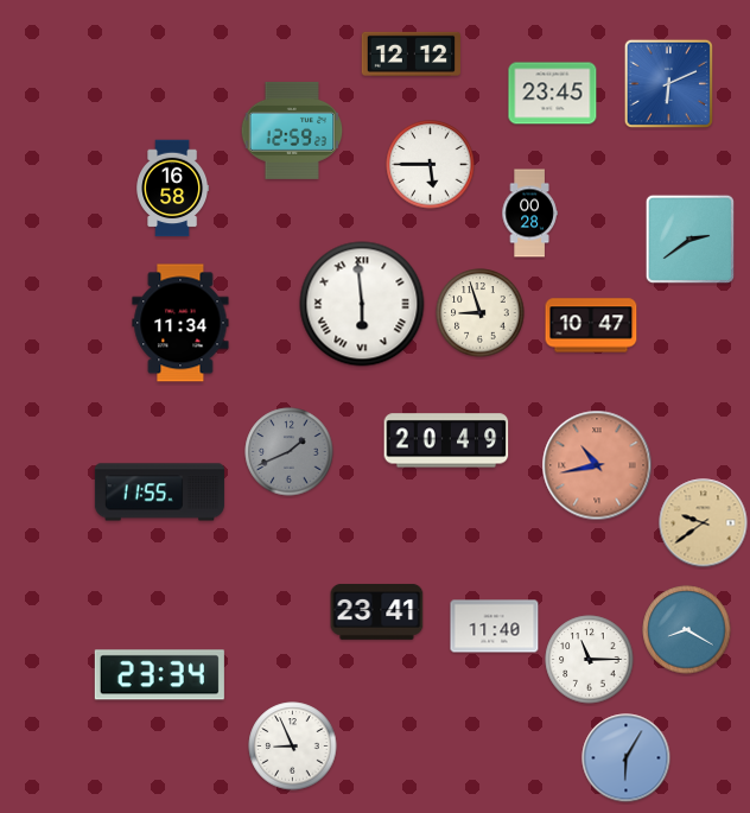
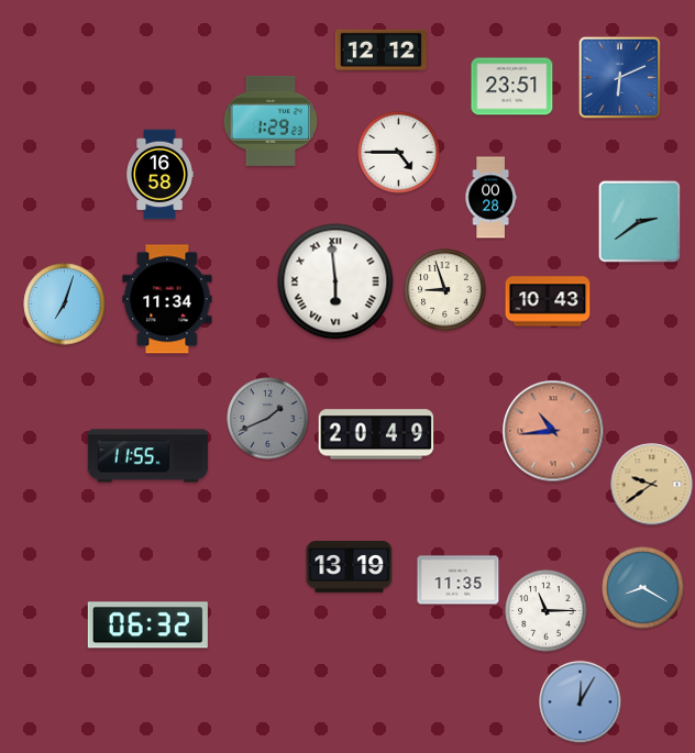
clock at (553, 94): 23:45 -> 23:51
clock at (292, 131): 12:59 -> 1:29
clock at (431, 165): 5:45 -> 4:45
clock at (591, 325): 10:47 -> 10:43
clock at (65, 304): none -> 7:03
clock at (446, 440) position: (446, 440) -> (376, 434)
clock at (597, 465): 10:43 -> 10:44
clock at (377, 611): 23:41 -> 13:19
clock at (495, 627): 11:40 -> 11:35
clock at (687, 630) position: (687, 630) -> (643, 588)
clock at (159, 675): 23:34 -> 06:32
clock at (293, 747): 8:56 -> none
clock at (627, 758): 6:05 -> 12:05
